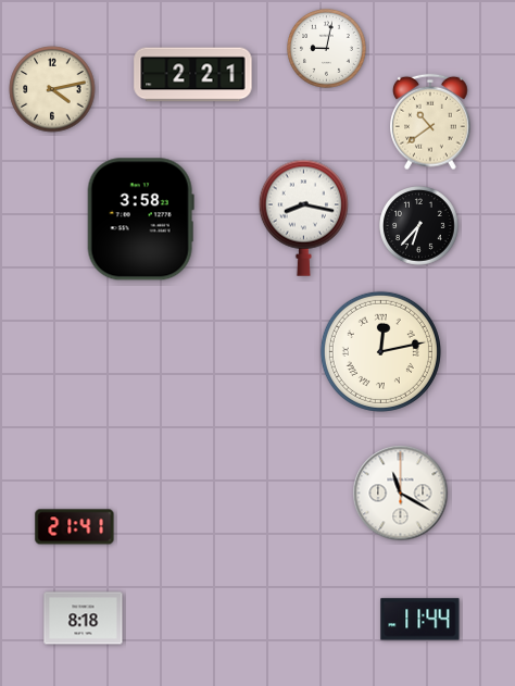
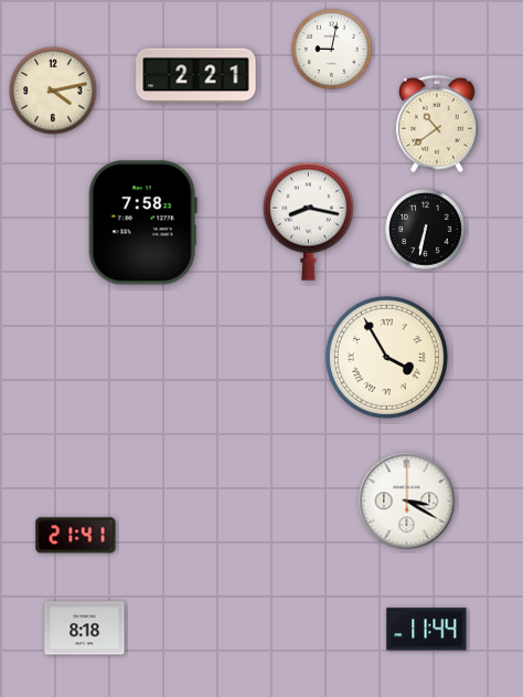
clock at (140, 220): 3:58 -> 7:58
clock at (419, 226): 6:37 -> 6:32
clock at (380, 351): 12:13 -> 3:55
clock at (401, 494): 11:20 -> 3:20
